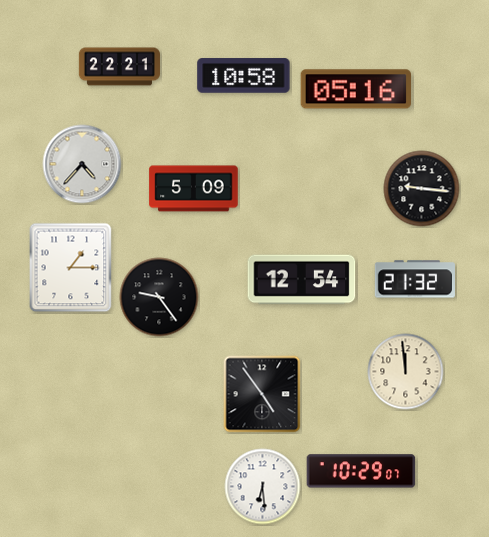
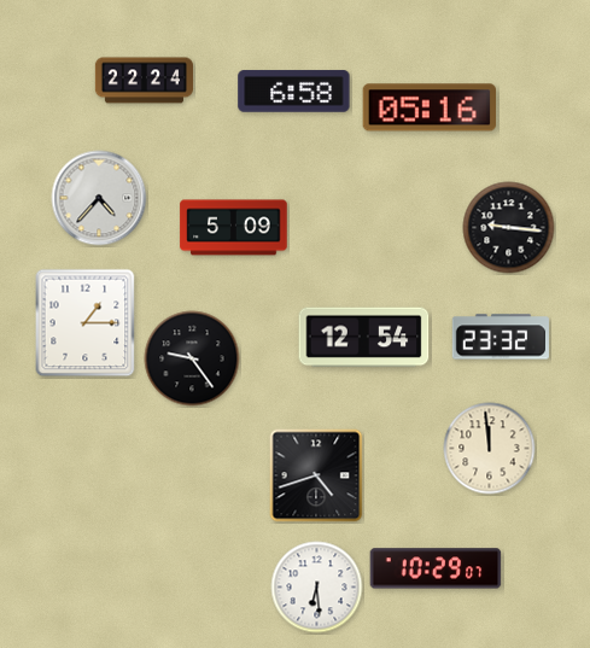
clock at (119, 67): 22:21 -> 22:24
clock at (244, 76): 10:58 -> 6:58
clock at (415, 279): 21:32 -> 23:32
clock at (262, 394): 4:54 -> 4:42
